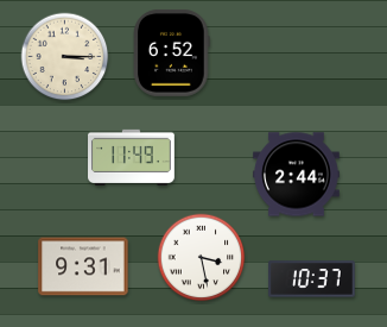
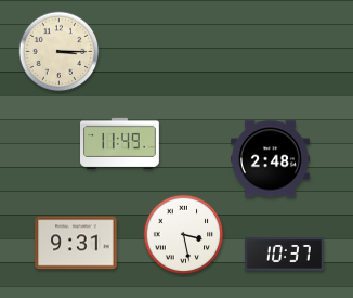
clock at (172, 52): 6:52 -> none
clock at (297, 175): 2:44 -> 2:48
